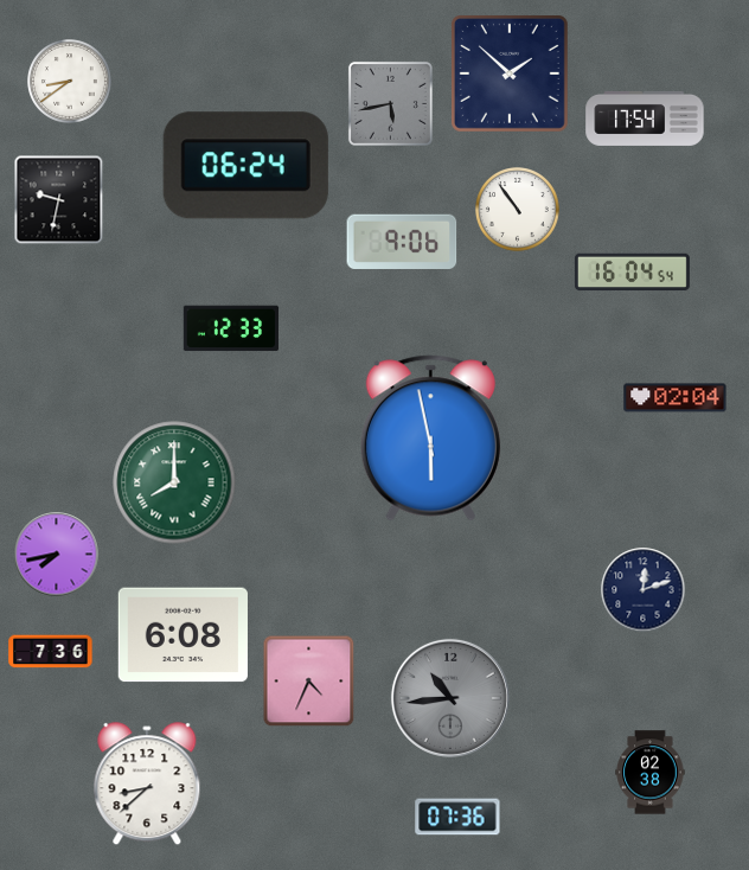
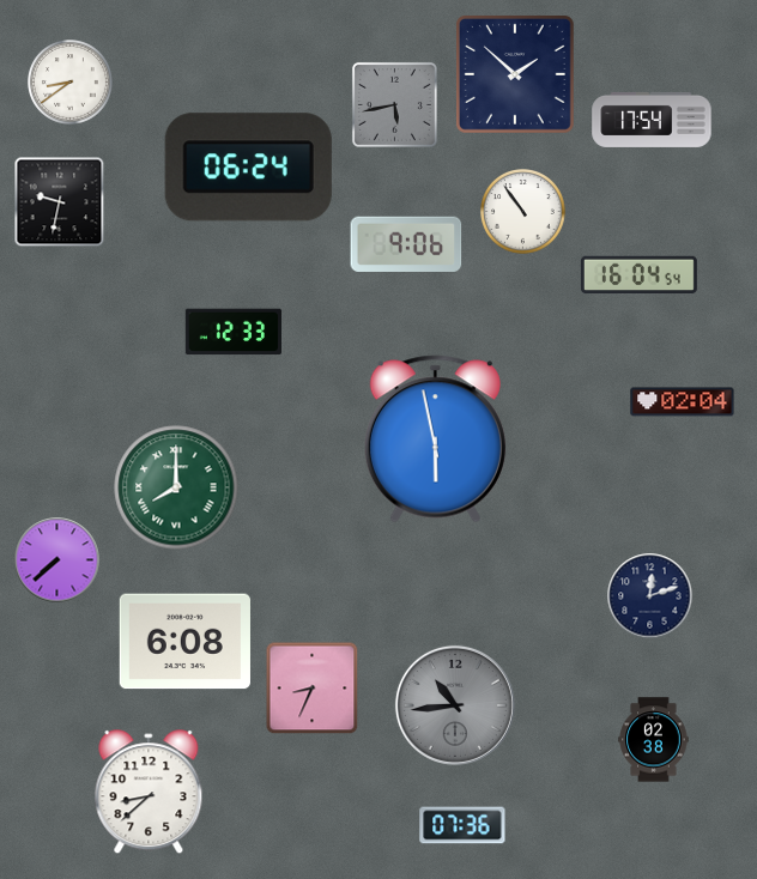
clock at (430, 439) position: (430, 439) -> (435, 440)
clock at (57, 555): 7:43 -> 7:38
clock at (51, 652): 7:36 -> none
clock at (309, 682): 4:34 -> 8:34
clock at (651, 773) position: (651, 773) -> (654, 740)
